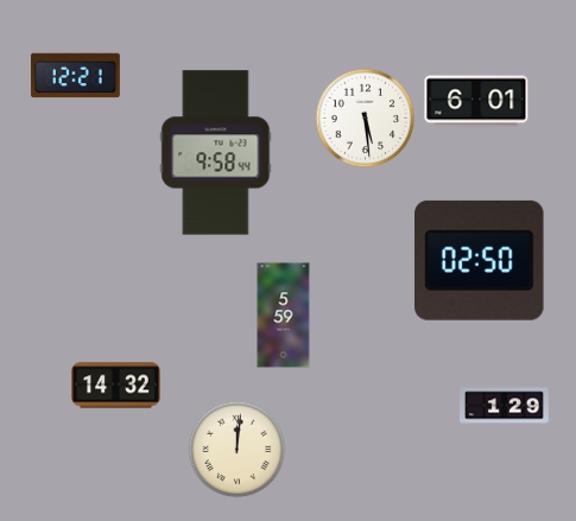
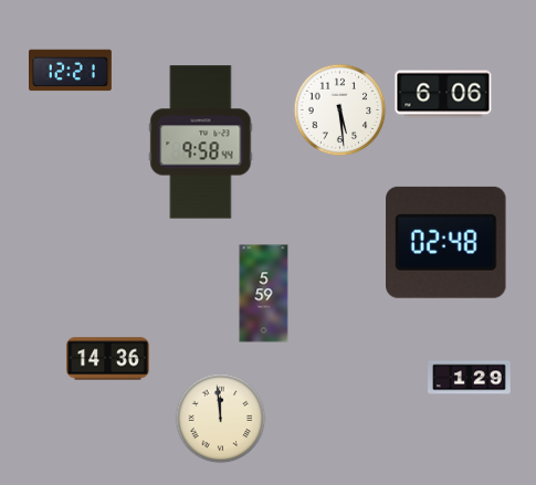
clock at (476, 101): 6:01 -> 6:06
clock at (480, 260): 02:50 -> 02:48
clock at (116, 386): 14:32 -> 14:36
clock at (238, 450): 12:01 -> 11:59
